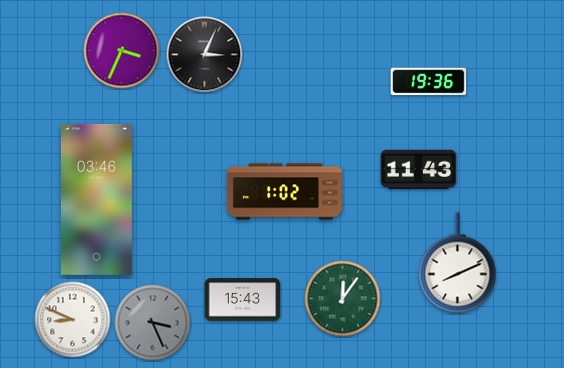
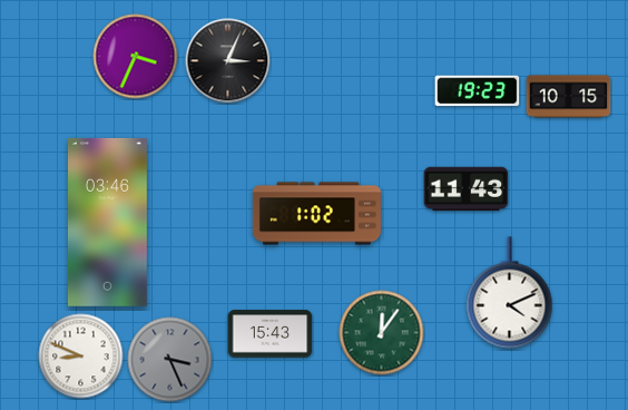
clock at (429, 82): 19:36 -> 19:23
clock at (569, 97): none -> 10:15
clock at (458, 263): 8:11 -> 4:11
